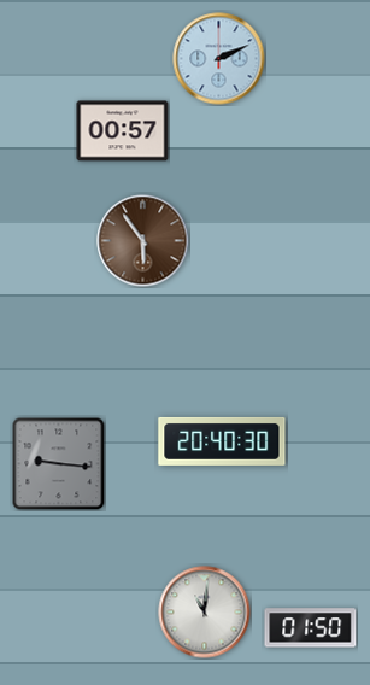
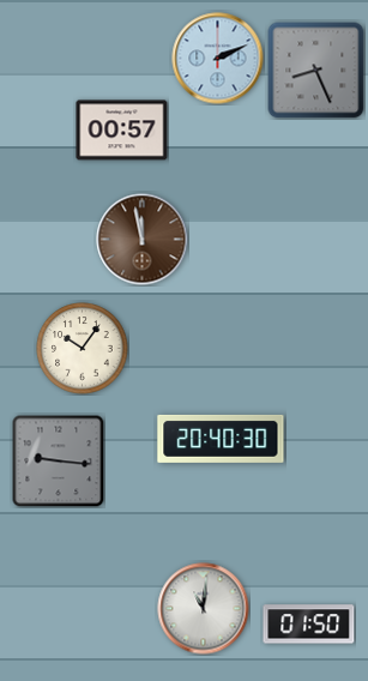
clock at (316, 71): none -> 8:26
clock at (143, 241): 5:54 -> 11:58
clock at (83, 349): none -> 10:06
